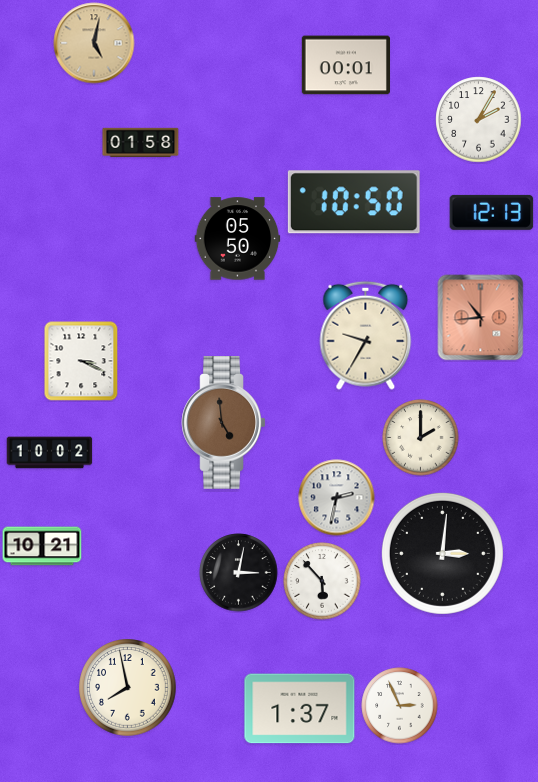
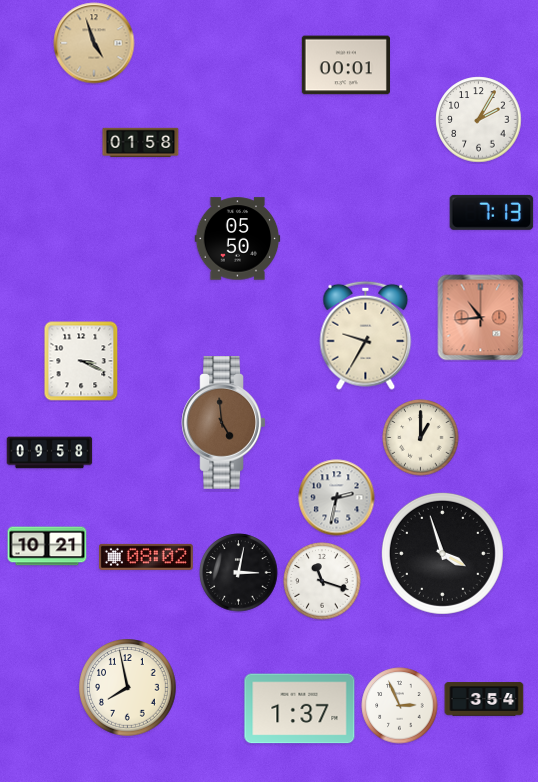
clock at (94, 43): 5:02 -> 4:57
clock at (354, 202): 10:50 -> none
clock at (492, 212): 12:13 -> 7:13
clock at (421, 438): 2:00 -> 1:00
clock at (50, 453): 10:02 -> 09:58
clock at (42, 546) position: (42, 546) -> (47, 546)
clock at (442, 553): 3:01 -> 3:57
clock at (146, 557): none -> 08:02
clock at (322, 581): 5:53 -> 11:18
clock at (484, 699): none -> 3:54
